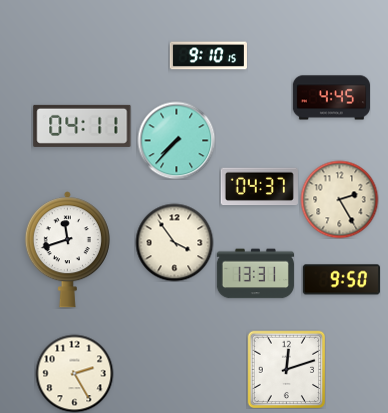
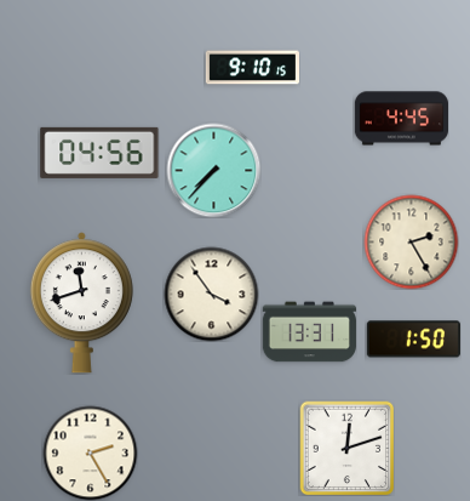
clock at (82, 126): 04:11 -> 04:56
clock at (259, 187): 04:37 -> none
clock at (341, 280): 9:50 -> 1:50
